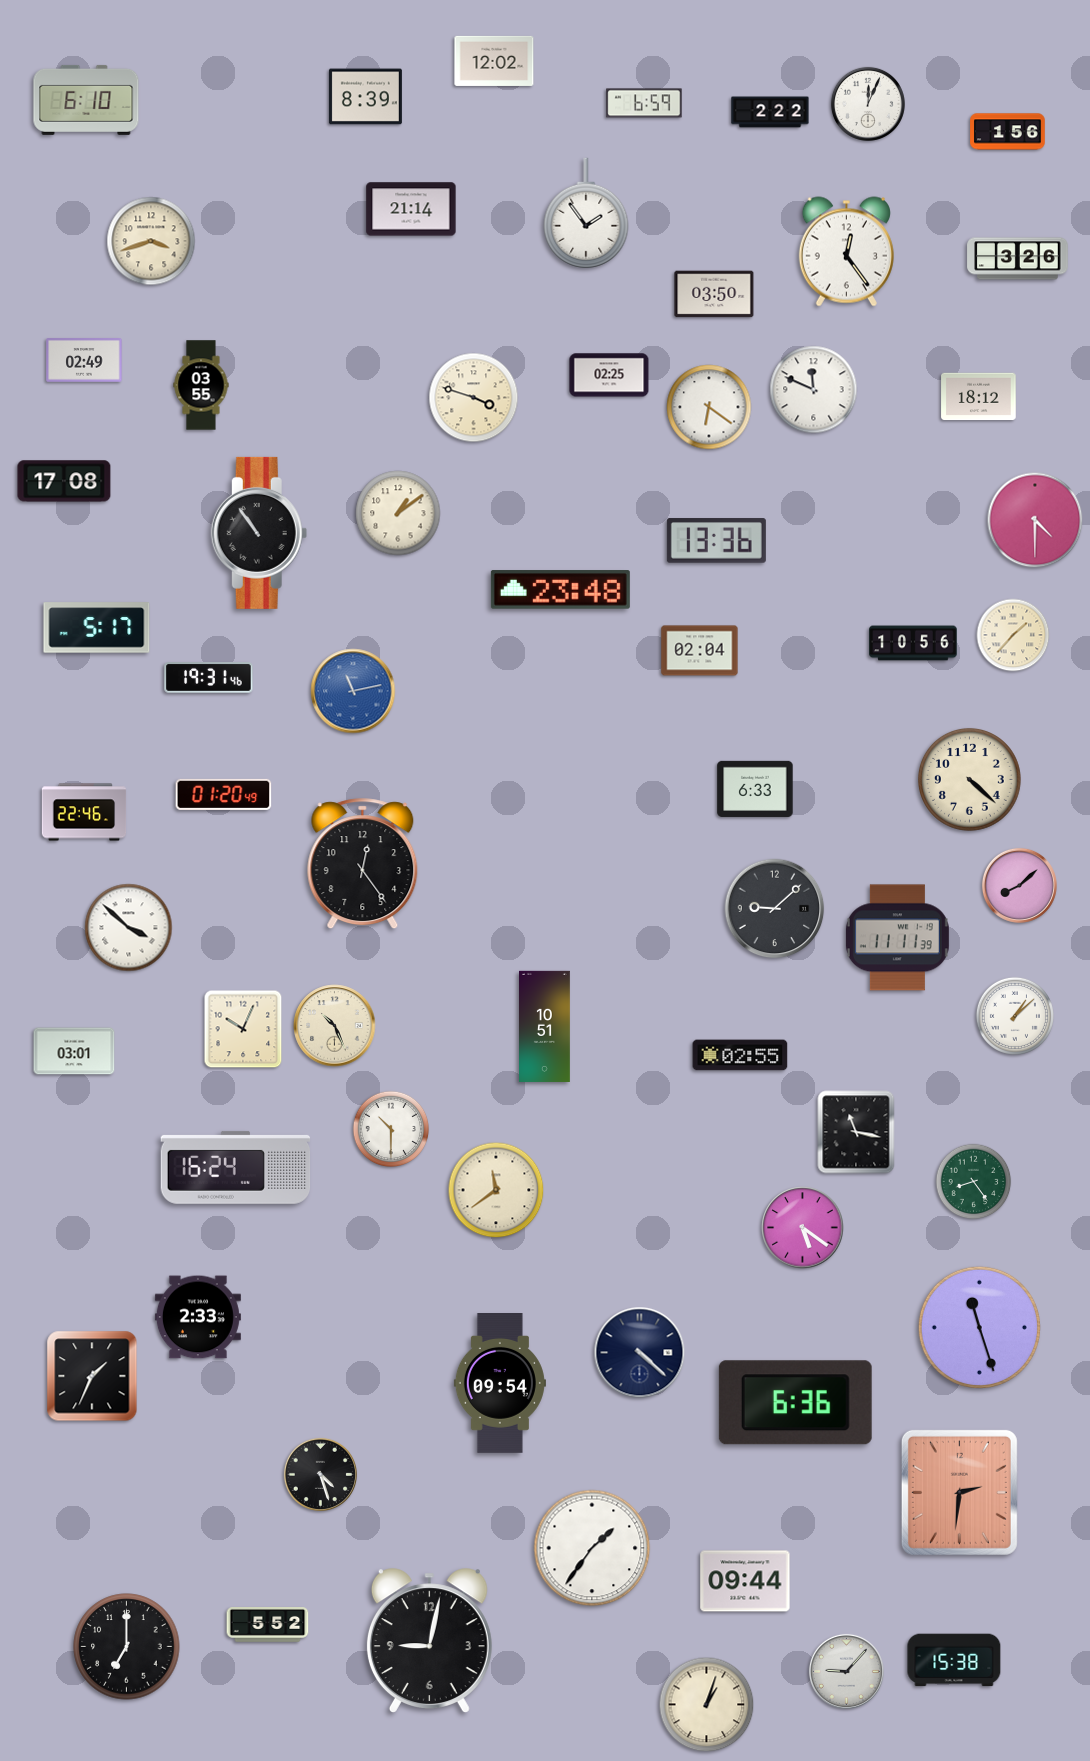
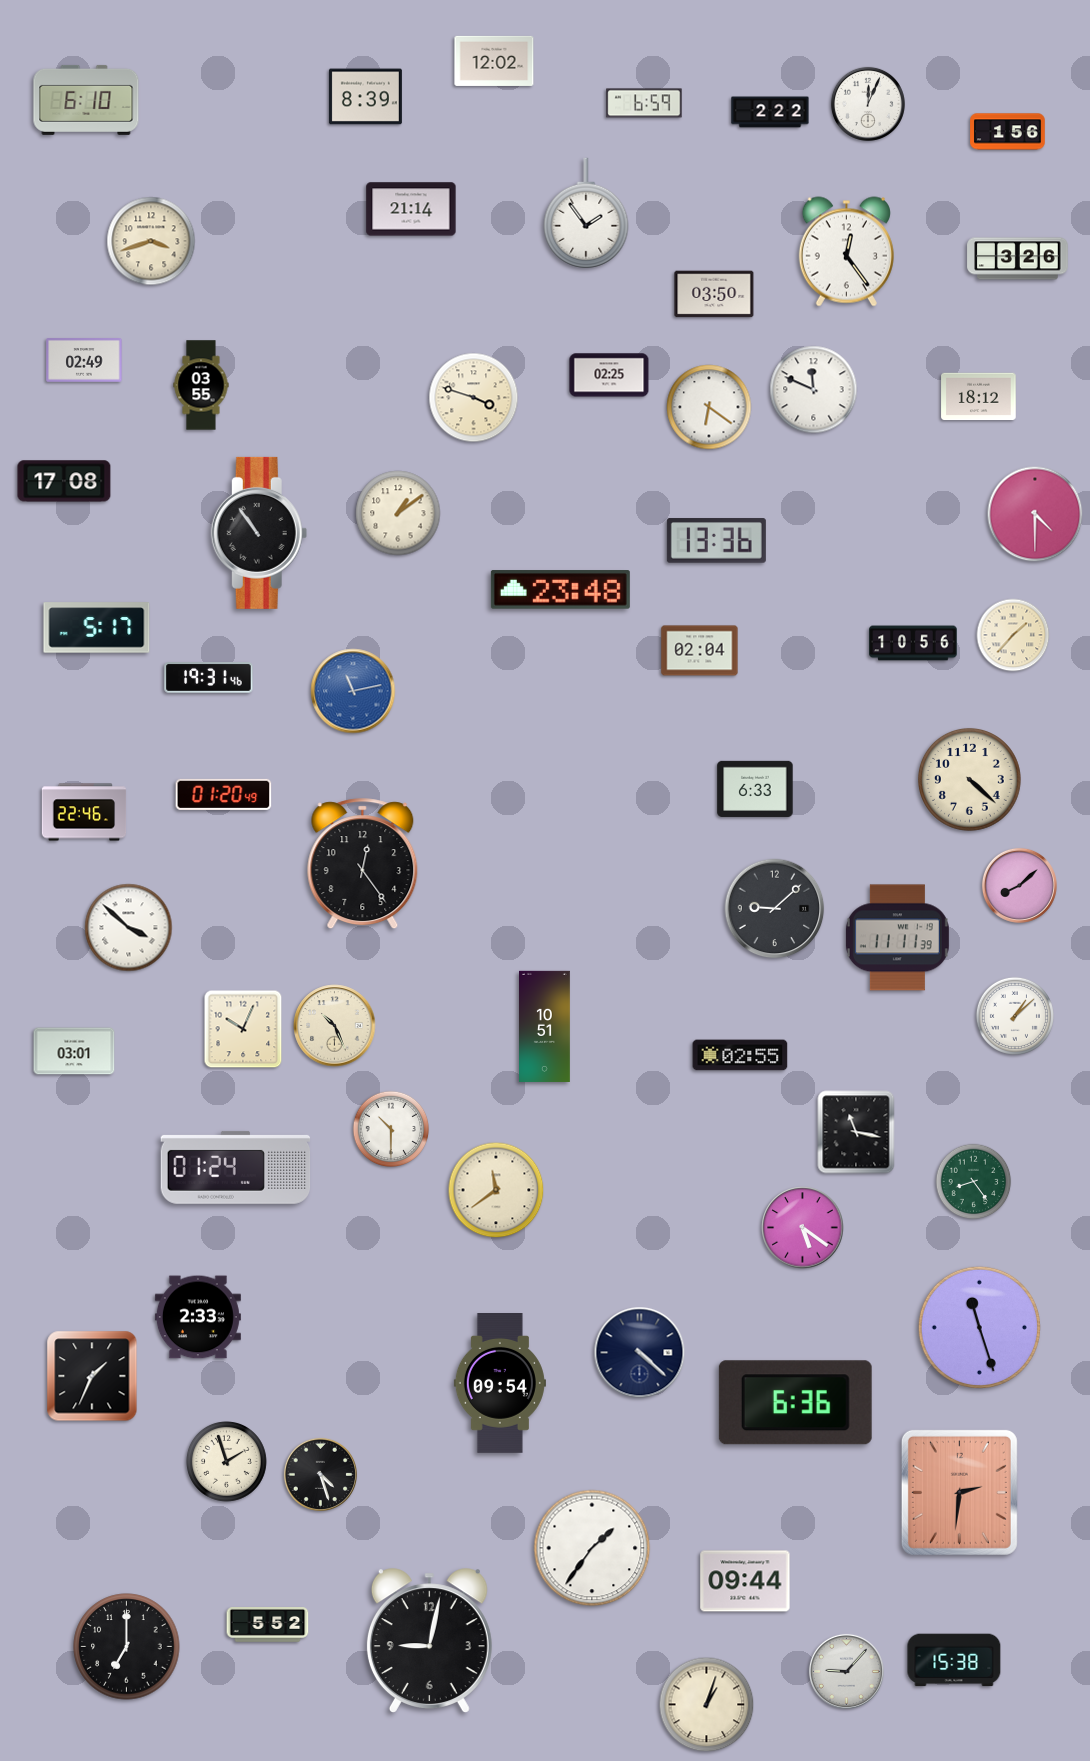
clock at (1035, 520) position: (1035, 520) -> (1035, 514)
clock at (236, 1167): 16:24 -> 01:24
clock at (227, 1462): none -> 1:57
